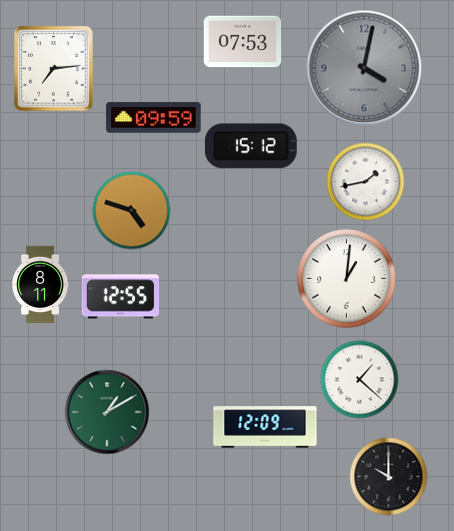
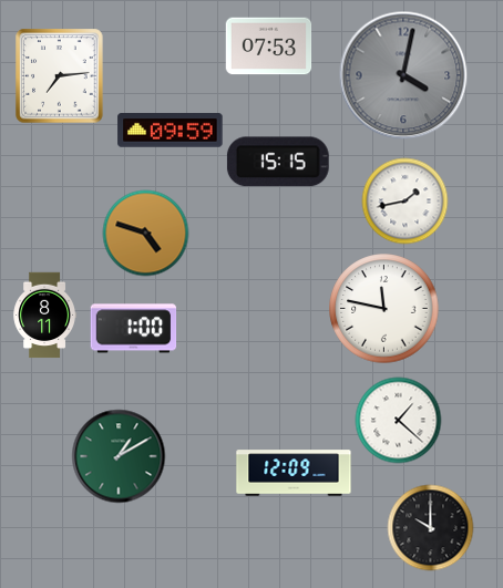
clock at (251, 146): 15:12 -> 15:15
clock at (347, 279): 1:01 -> 11:47
clock at (120, 297): 12:55 -> 1:00
